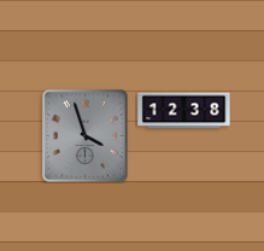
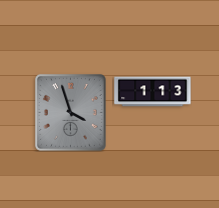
clock at (184, 111): 12:38 -> 1:13
